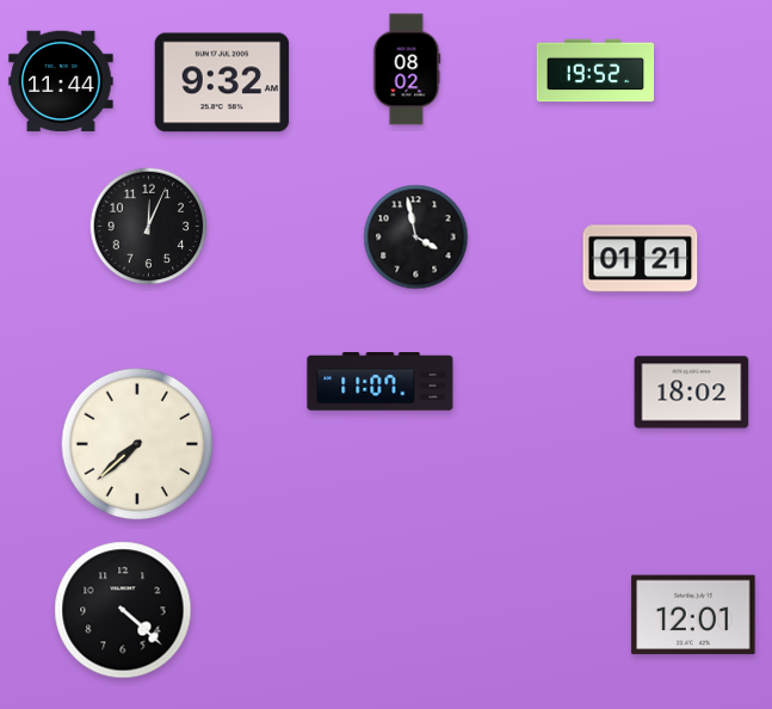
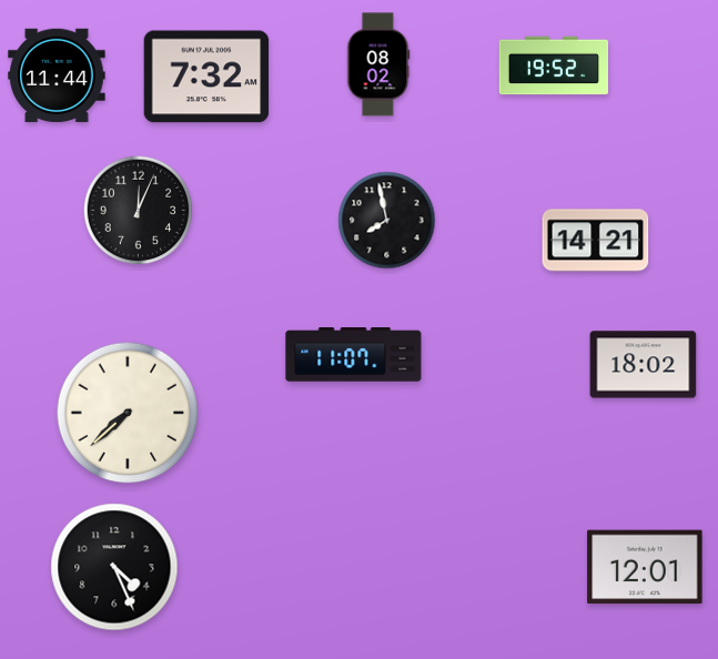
clock at (222, 82): 9:32 -> 7:32
clock at (416, 238): 3:58 -> 7:58
clock at (641, 259): 01:21 -> 14:21
clock at (123, 610): 4:22 -> 4:26
clock at (693, 615) position: (693, 615) -> (645, 567)
